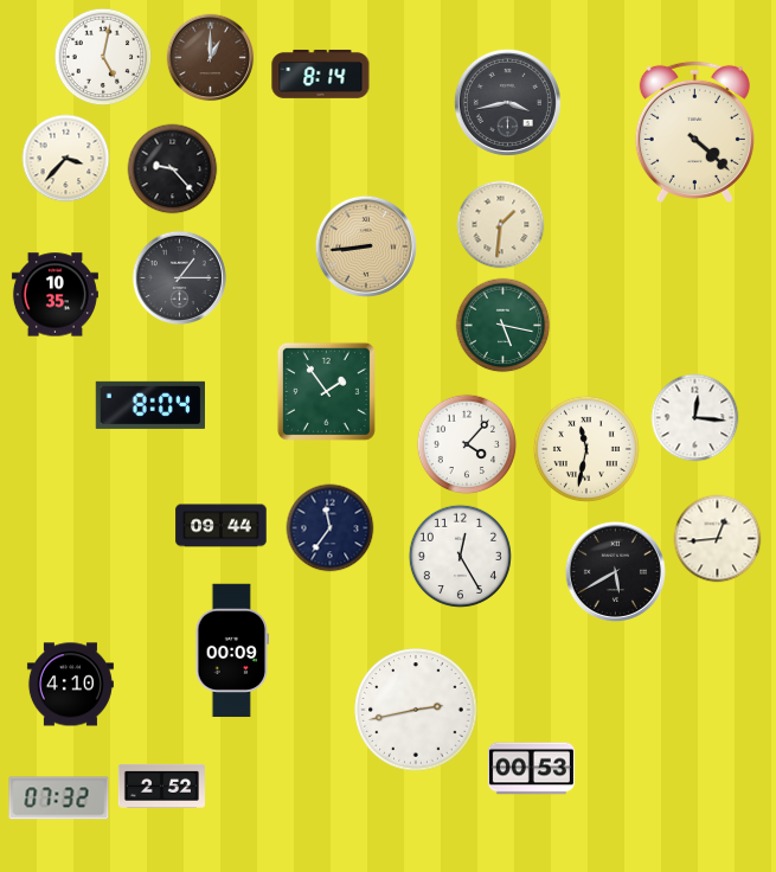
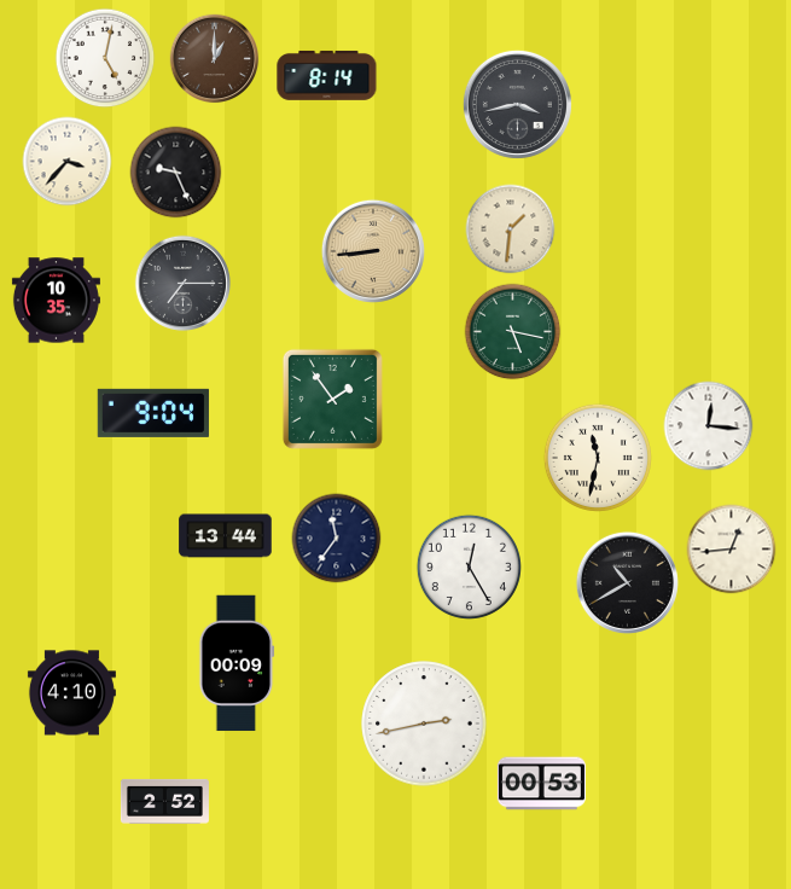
clock at (694, 132): 4:22 -> none
clock at (173, 169): 9:23 -> 9:26
clock at (179, 277): 1:15 -> 7:15
clock at (150, 405): 8:04 -> 9:04
clock at (467, 444): 4:07 -> none
clock at (222, 526): 09:44 -> 13:44
clock at (615, 571): 5:40 -> 10:40
clock at (70, 685) position: (70, 685) -> (71, 693)
clock at (59, 799): 07:32 -> none
